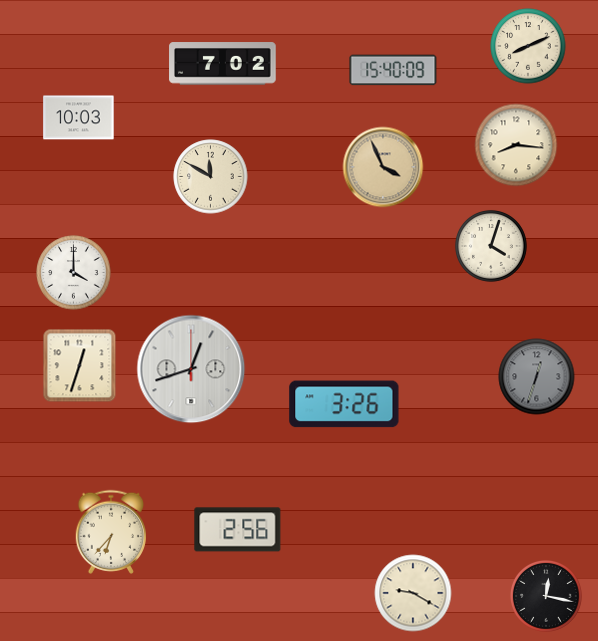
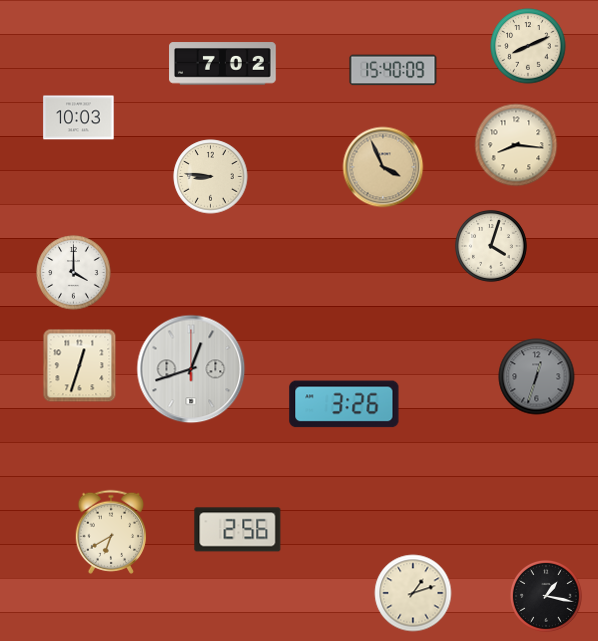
clock at (211, 177): 11:50 -> 8:46
clock at (110, 532): 6:37 -> 6:40
clock at (413, 593): 9:20 -> 1:12
clock at (546, 596): 12:17 -> 1:17
